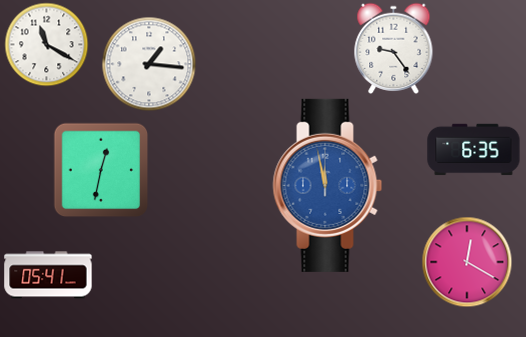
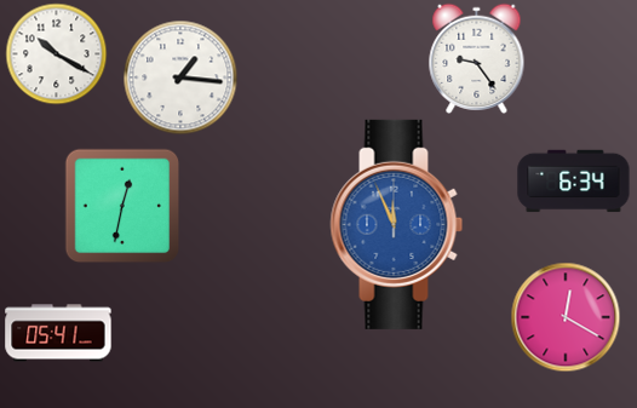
clock at (46, 44): 11:20 -> 10:20
clock at (474, 150): 6:35 -> 6:34
clock at (328, 185): 11:58 -> 11:56
